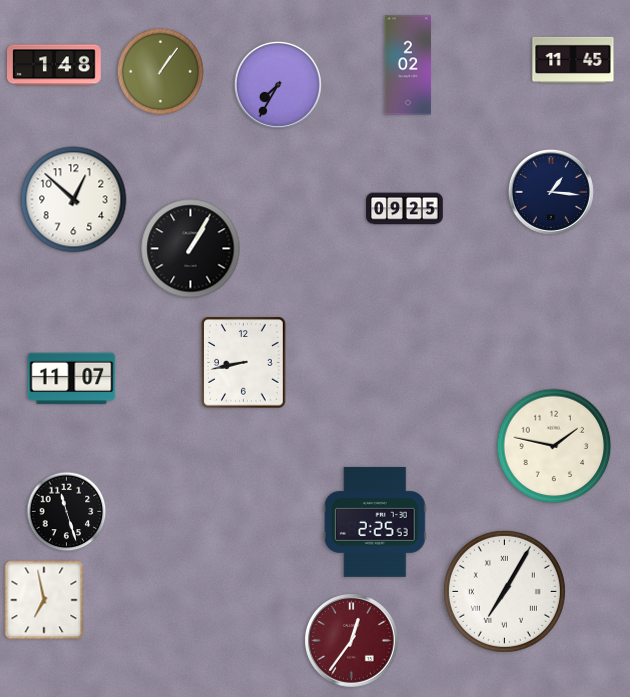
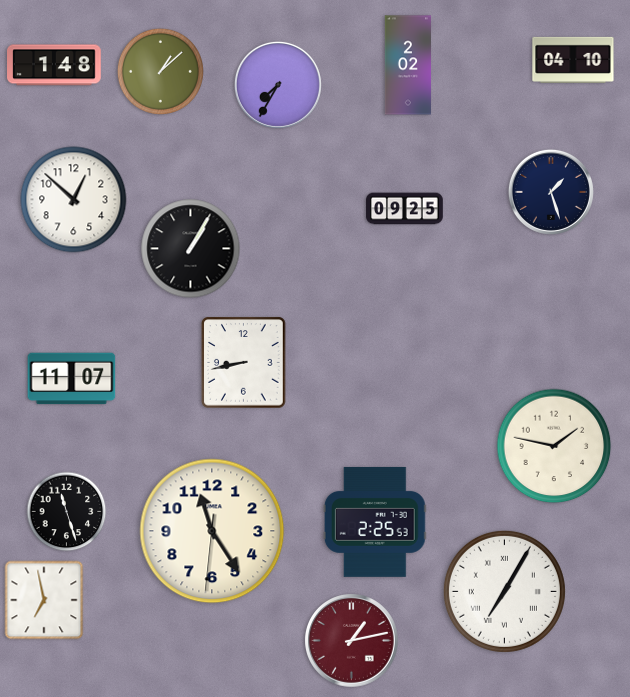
clock at (573, 60): 11:45 -> 04:10
clock at (160, 71): 1:06 -> 1:08
clock at (551, 192): 1:16 -> 1:27
clock at (212, 531): none -> 11:24
clock at (352, 641): 12:36 -> 1:13
